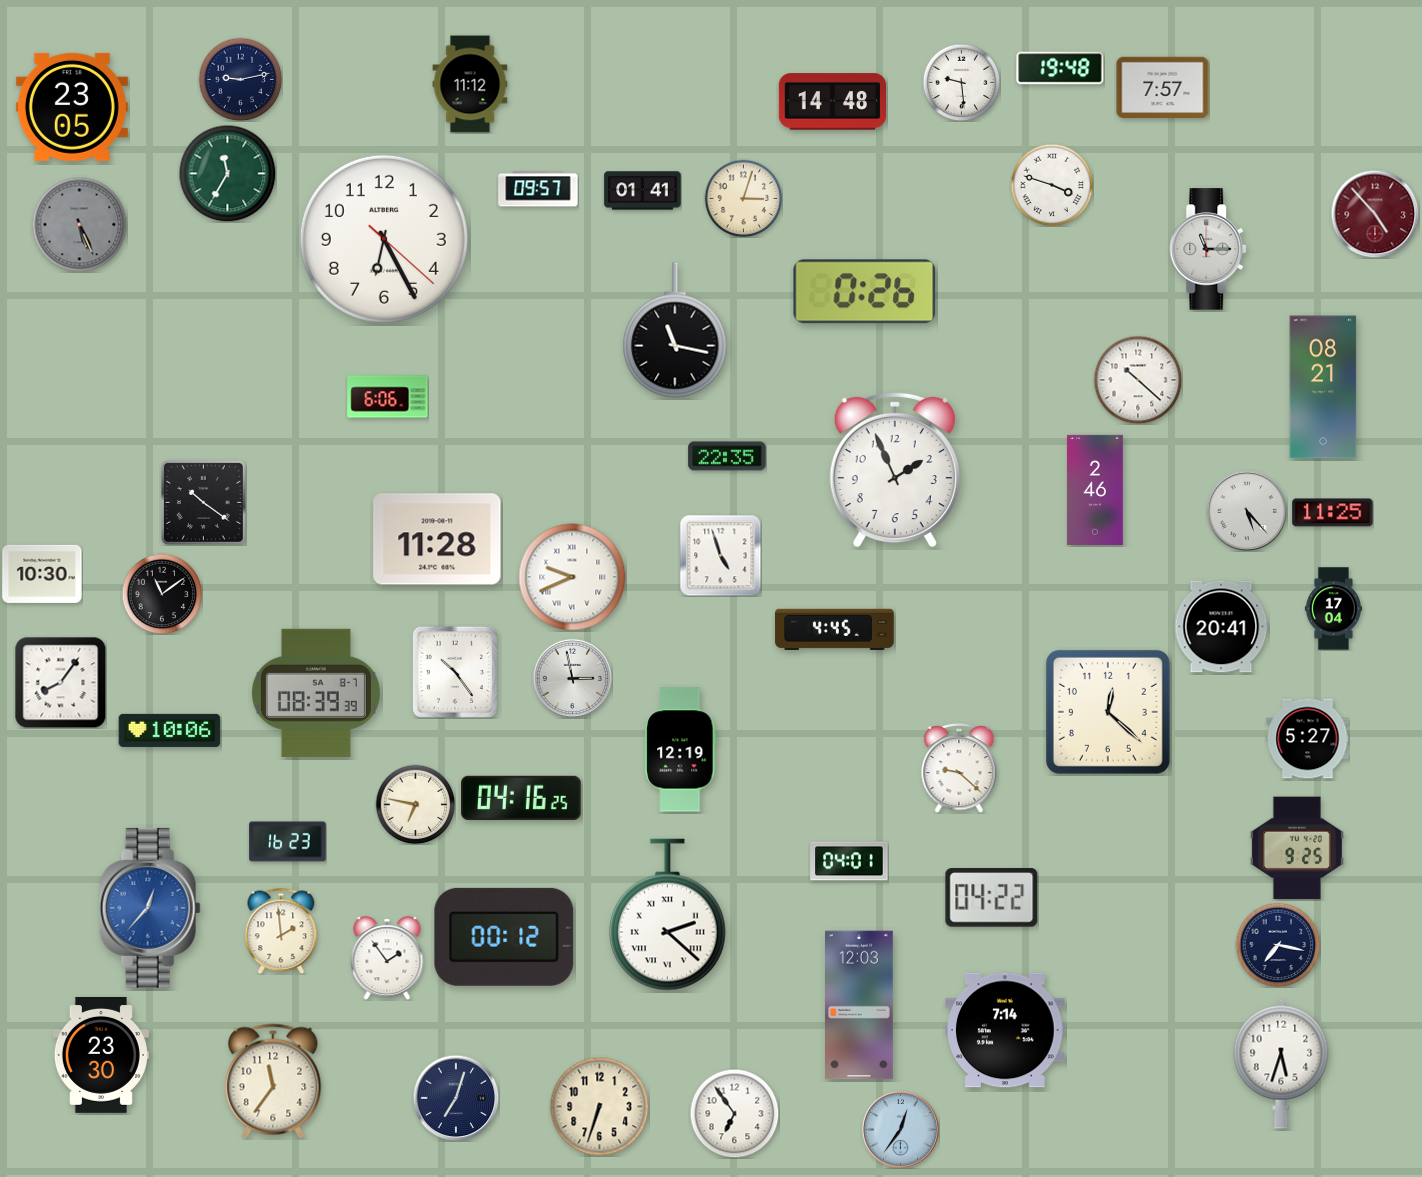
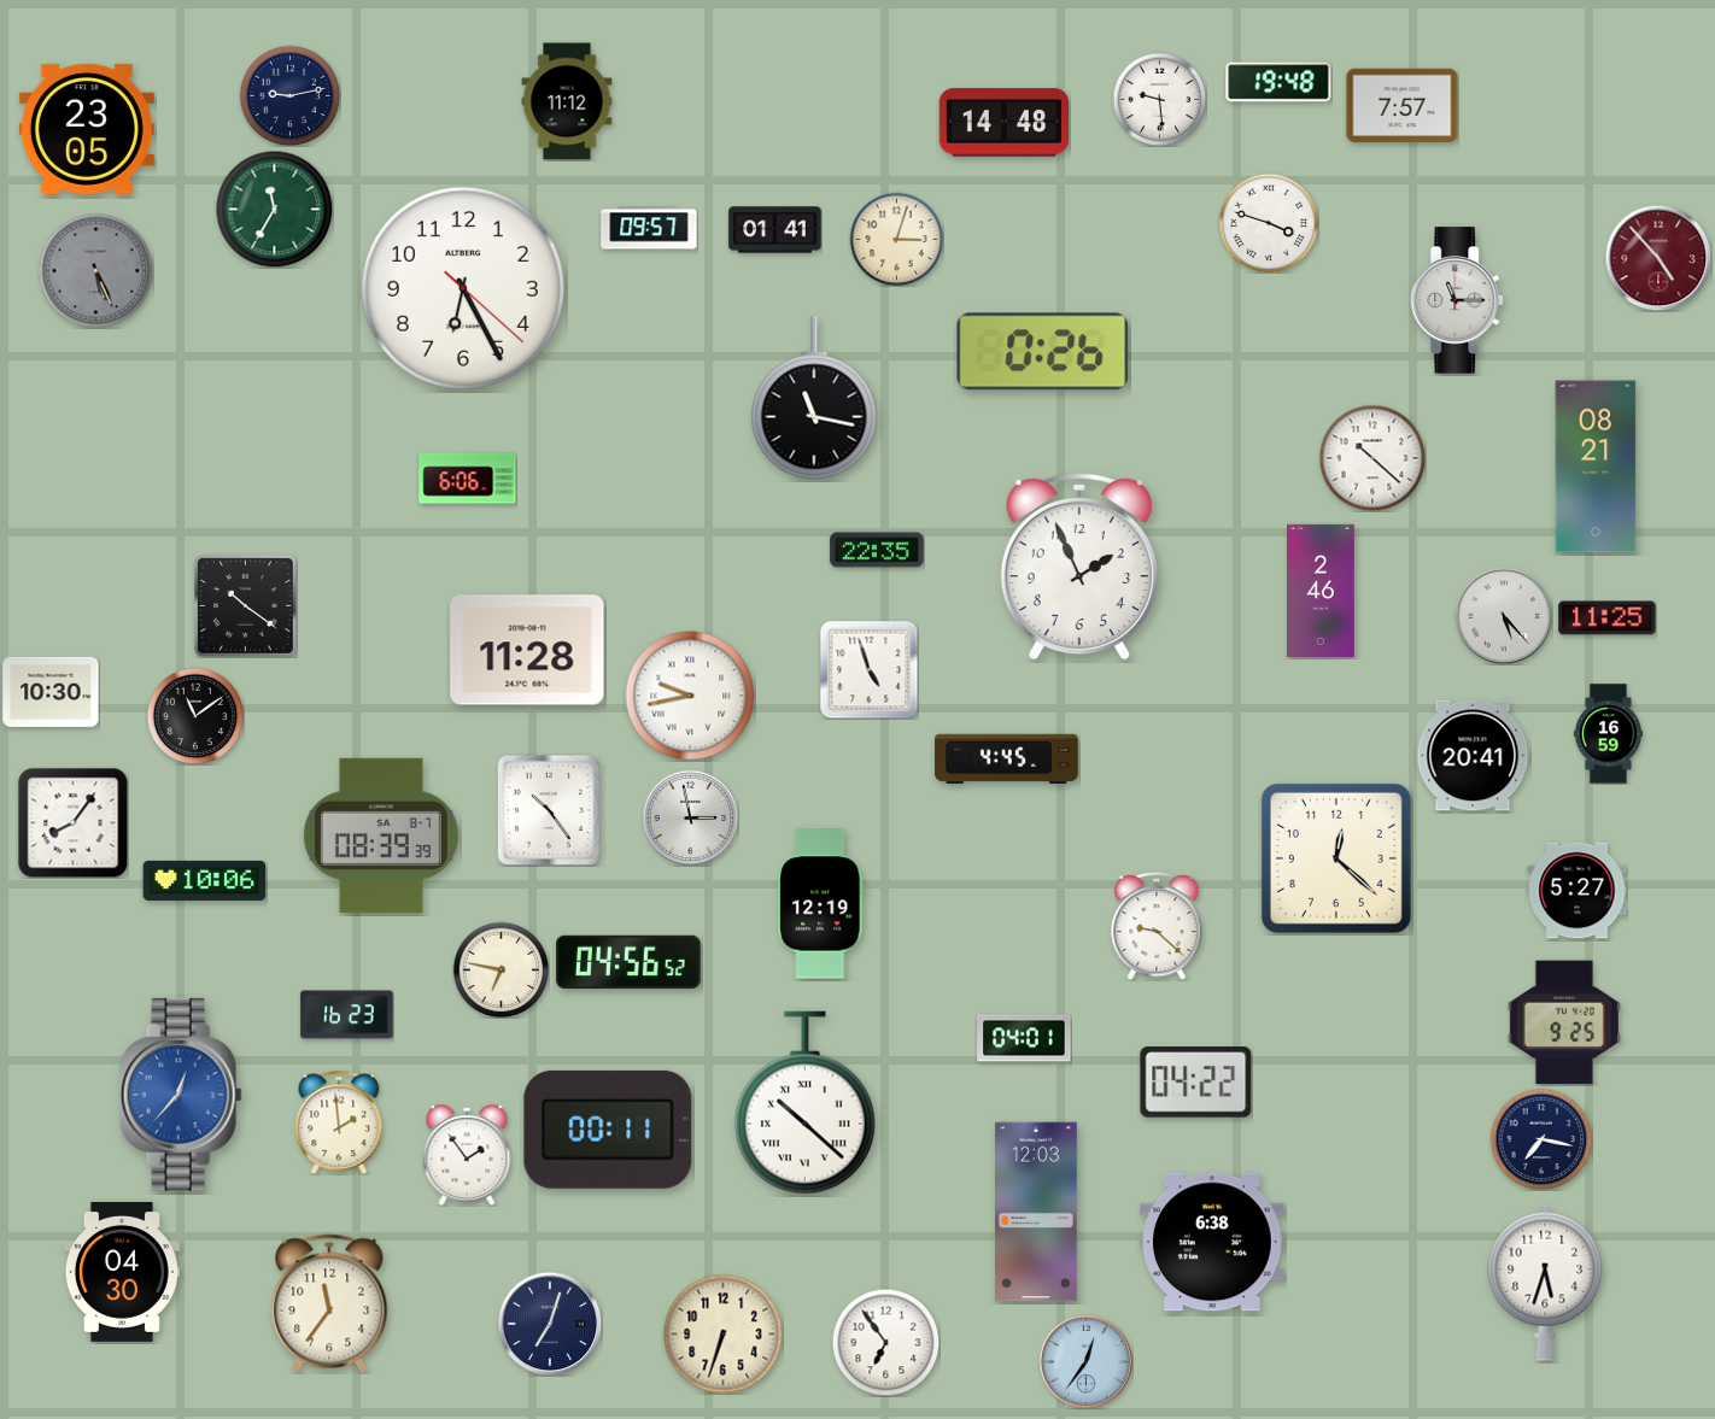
clock at (572, 577): 9:41 -> 9:43
clock at (1333, 609): 17:04 -> 16:59
clock at (521, 798): 04:16 -> 04:56
clock at (667, 915): 2:22 -> 10:22
clock at (504, 937): 00:12 -> 00:11
clock at (1006, 1030): 7:14 -> 6:38
clock at (101, 1055): 23:30 -> 04:30
